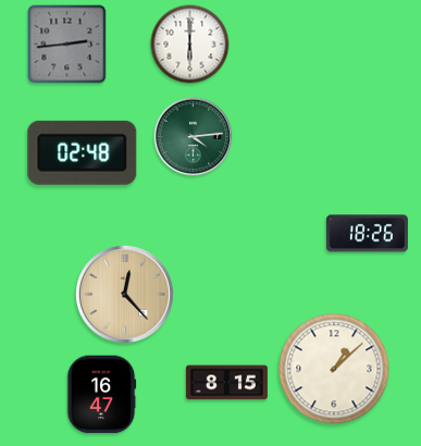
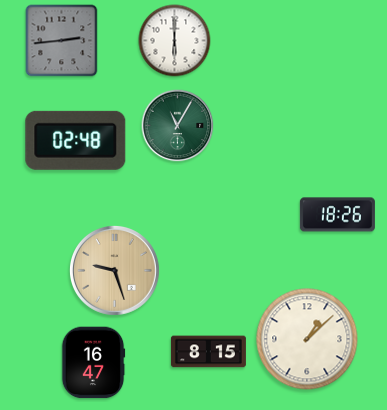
clock at (194, 137): 4:14 -> 11:05
clock at (125, 295): 12:23 -> 9:27
